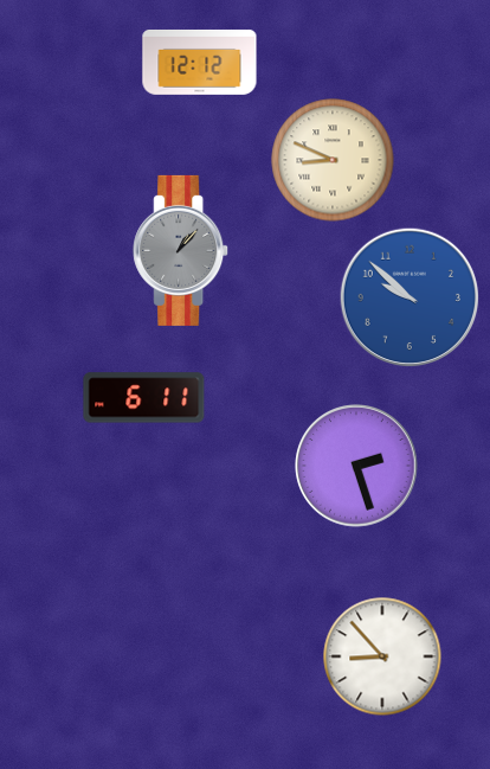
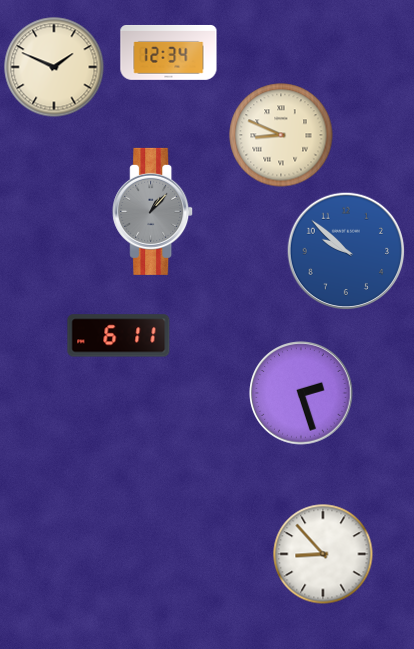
clock at (200, 62): 12:12 -> 12:34
clock at (54, 67): none -> 1:49
clock at (144, 398) position: (144, 398) -> (119, 336)
